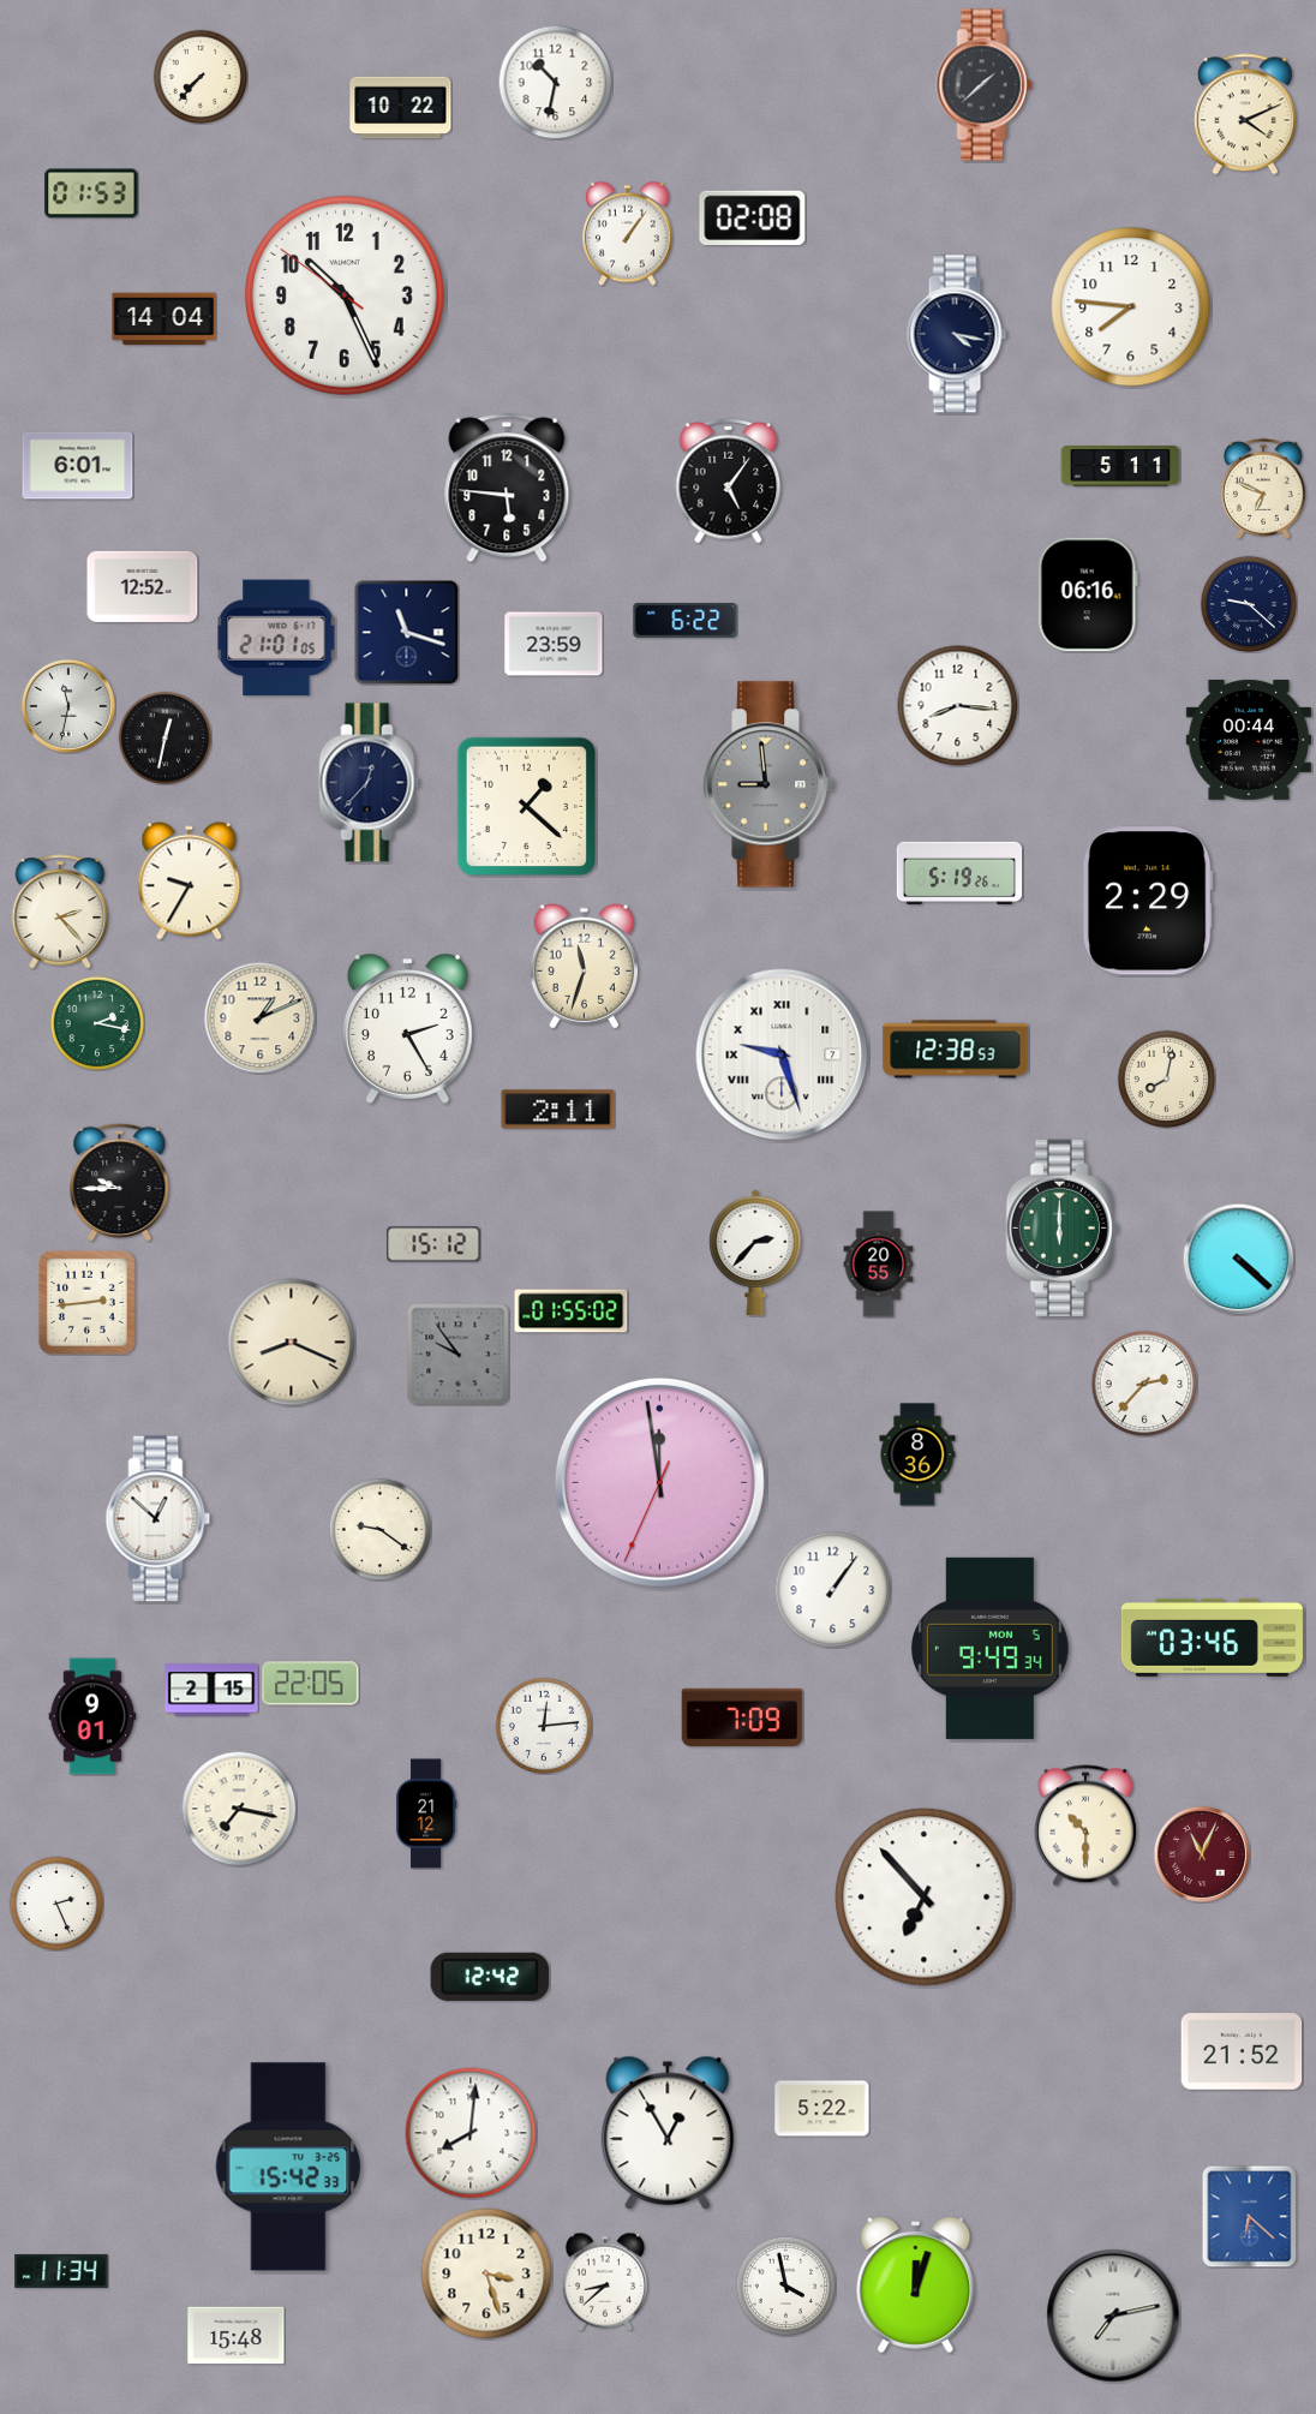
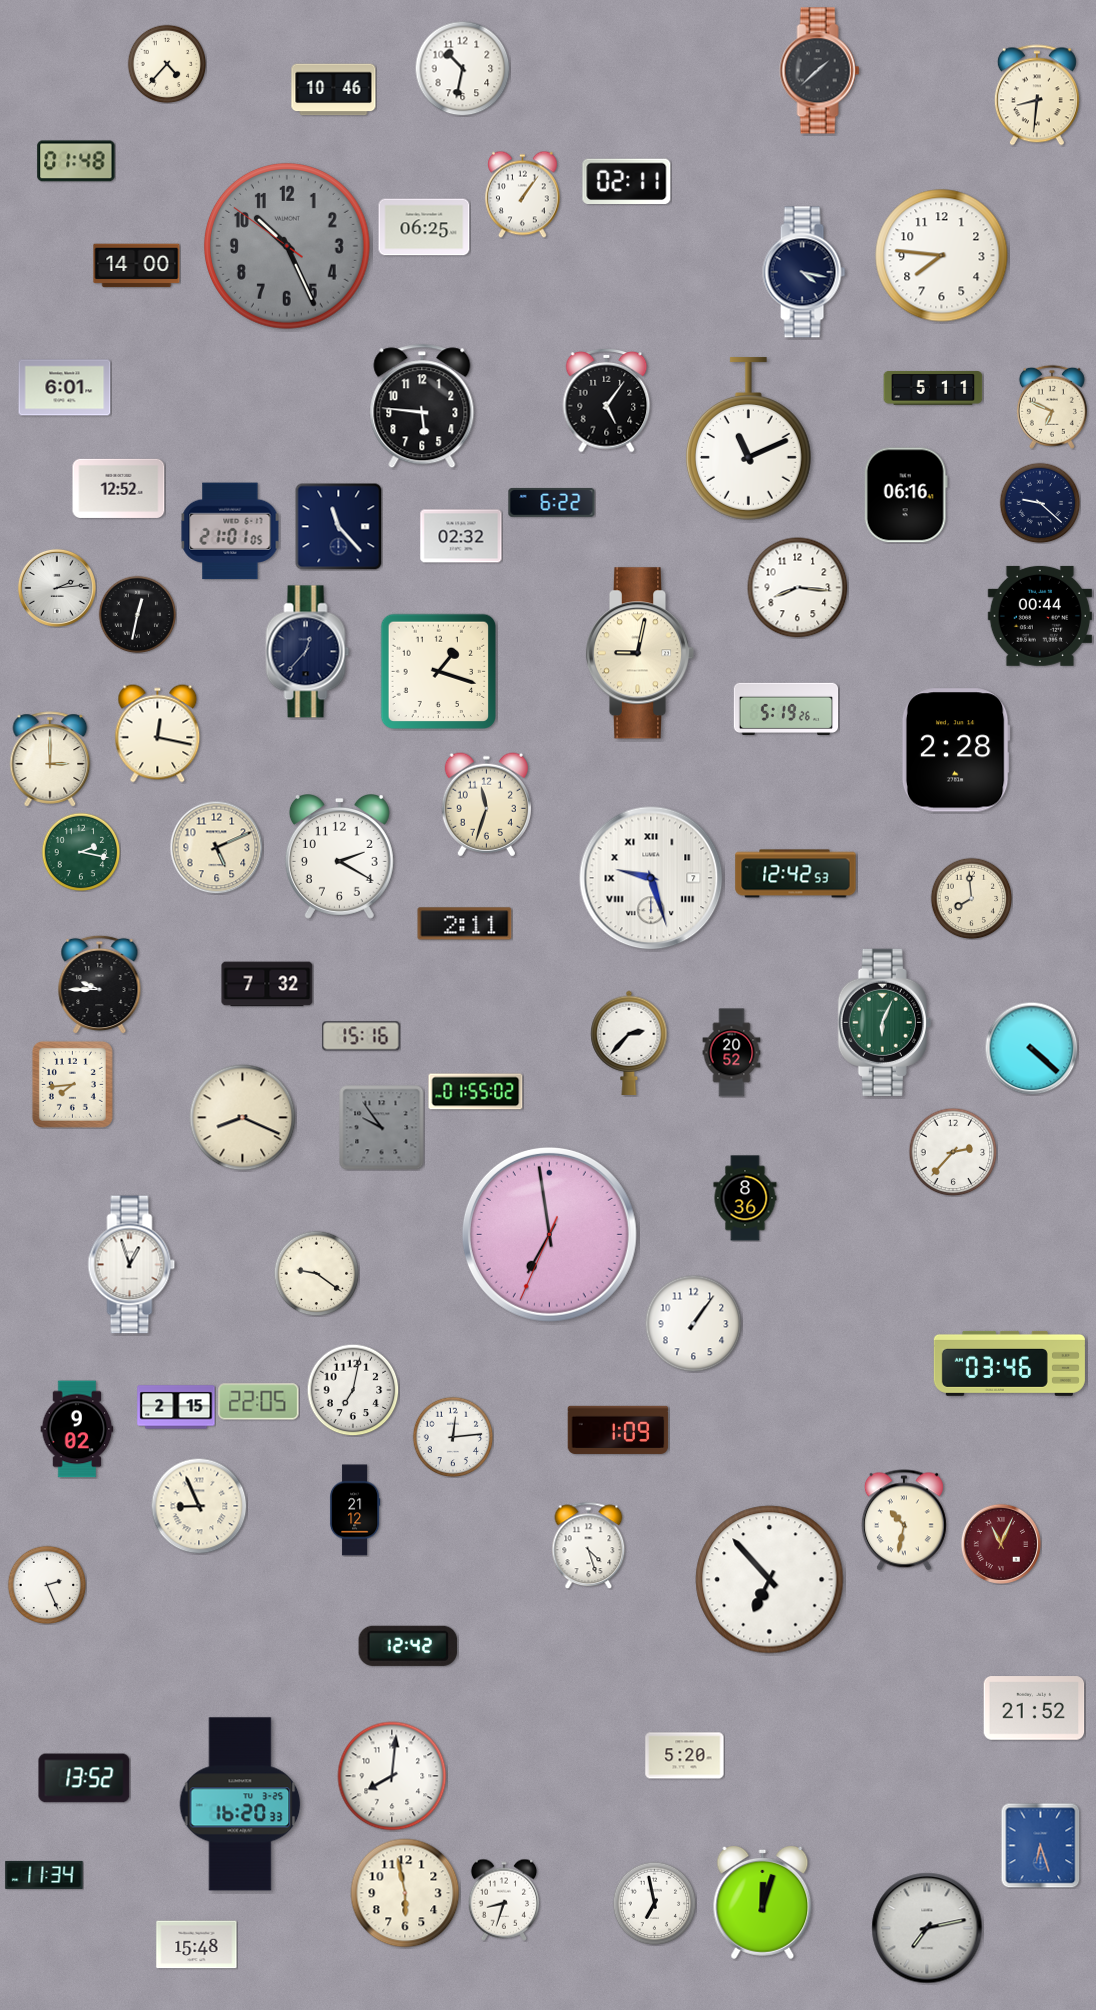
clock at (201, 77): 7:37 -> 4:37
clock at (401, 108): 10:22 -> 10:46
clock at (1245, 114): 4:11 -> 8:31
clock at (91, 193): 01:53 -> 01:48
clock at (753, 219): 02:08 -> 02:11
clock at (424, 227): none -> 06:25
clock at (345, 295) dial: white -> grey
clock at (164, 319): 14:04 -> 14:00
clock at (957, 334) position: (957, 334) -> (804, 272)
clock at (748, 439): none -> 11:11
clock at (686, 620) position: (686, 620) -> (552, 502)
clock at (406, 632): 11:18 -> 11:23
clock at (554, 644): 23:59 -> 02:32
clock at (68, 706): 11:32 -> 2:14
clock at (768, 784): 8:59 -> 9:02
clock at (768, 784) dial: grey -> cream
clock at (526, 806): 1:22 -> 1:18
clock at (959, 873) position: (959, 873) -> (786, 709)
clock at (190, 882): 9:35 -> 12:17
clock at (1148, 901): 2:29 -> 2:28
clock at (60, 912): 2:23 -> 3:00
clock at (259, 1017): 1:11 -> 5:11
clock at (407, 1029): 2:25 -> 2:20
clock at (956, 1050): 12:38 -> 12:42
clock at (1166, 1078): 8:02 -> 7:59
clock at (267, 984): none -> 7:32
clock at (1061, 1227): 6:00 -> 6:04
clock at (433, 1244): 15:12 -> 15:16
clock at (879, 1265): 20:55 -> 20:52
clock at (86, 1302): 2:44 -> 7:44
clock at (917, 1454) position: (917, 1454) -> (745, 1198)
clock at (659, 1482): 11:58 -> 6:58
clock at (158, 1519): 12:52 -> 12:57
clock at (989, 1648): 9:49 -> none
clock at (353, 1390): none -> 7:02
clock at (92, 1716): 9:01 -> 9:02
clock at (742, 1717): 7:09 -> 1:09
clock at (239, 1809): 7:17 -> 8:56
clock at (1085, 1826): 10:30 -> 10:32
clock at (589, 1545): none -> 4:27
clock at (822, 2109): 5:22 -> 5:20
clock at (668, 2133): 12:55 -> none
clock at (84, 1778): none -> 13:52
clock at (288, 2167): 15:42 -> 16:20
clock at (1250, 2216): 6:22 -> 6:27
clock at (61, 2271) position: (61, 2271) -> (44, 1875)
clock at (486, 2273): 3:27 -> 5:58
clock at (605, 2282): 8:38 -> 8:33
clock at (785, 2285): 3:58 -> 6:58
